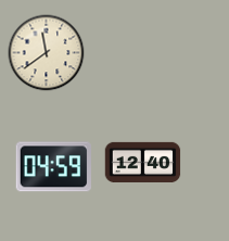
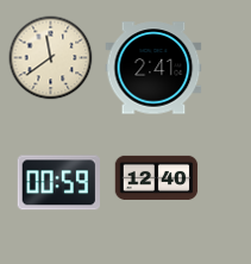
clock at (153, 68): none -> 2:41
clock at (53, 167): 04:59 -> 00:59
